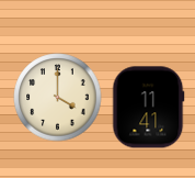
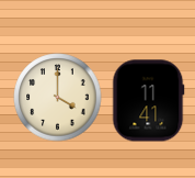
clock at (149, 108) position: (149, 108) -> (149, 101)
